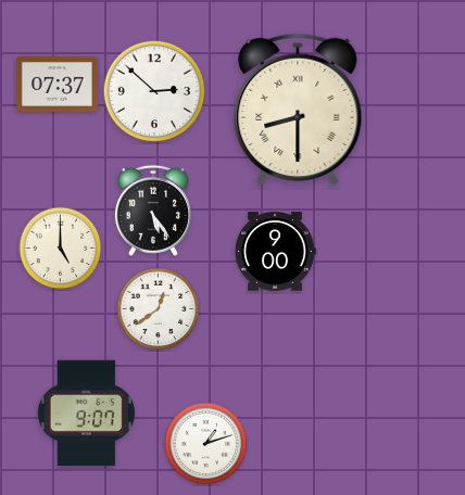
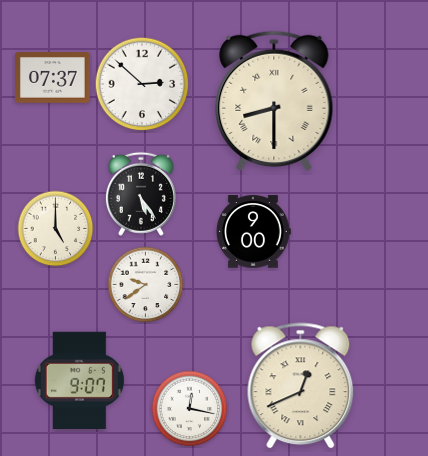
clock at (159, 309): 12:39 -> 9:39
clock at (301, 386): none -> 12:41
clock at (206, 444): 1:12 -> 12:17
